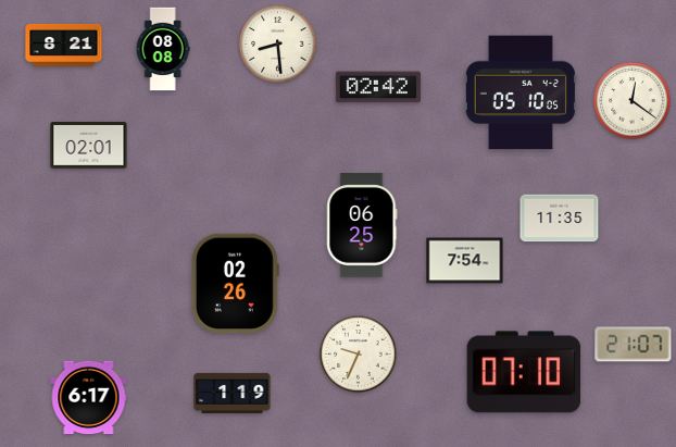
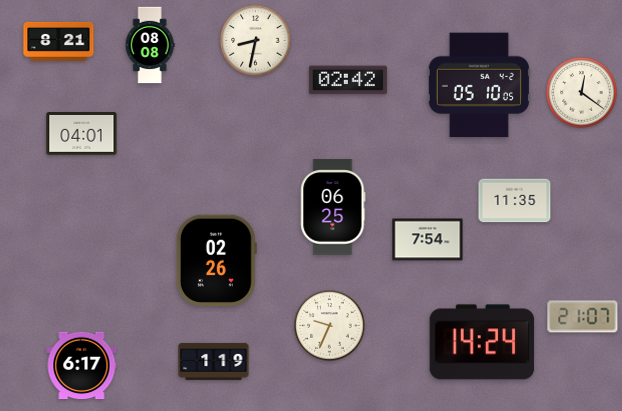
clock at (278, 45): 8:29 -> 8:32
clock at (89, 146): 02:01 -> 04:01
clock at (524, 372): 07:10 -> 14:24
